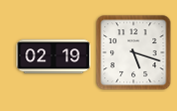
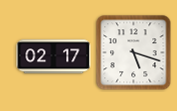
clock at (54, 57): 02:19 -> 02:17
